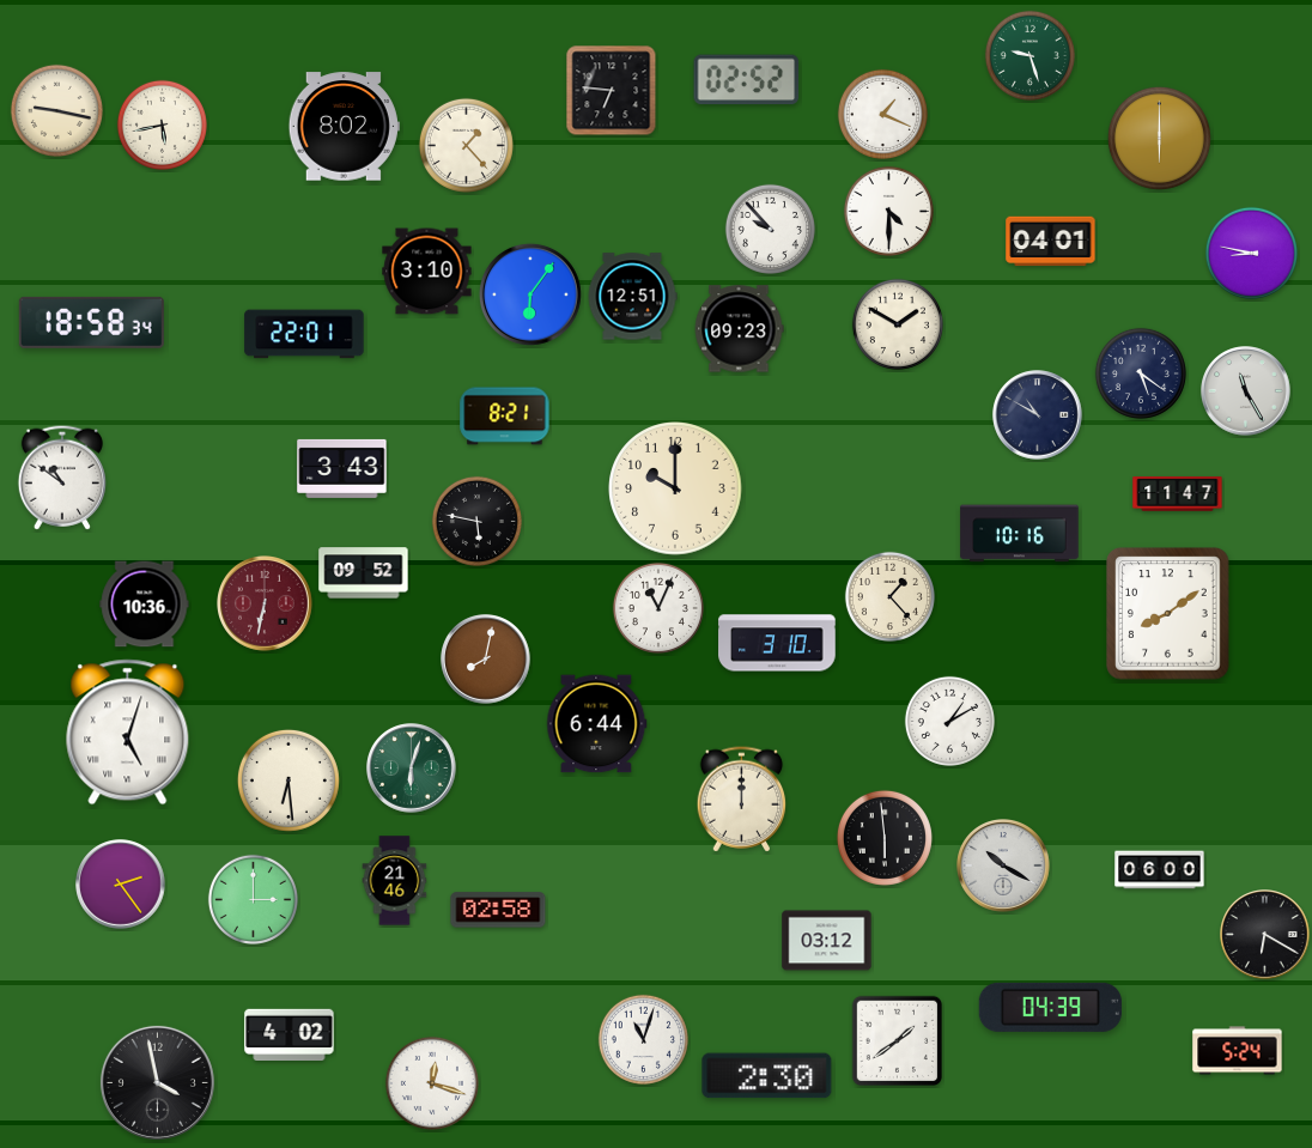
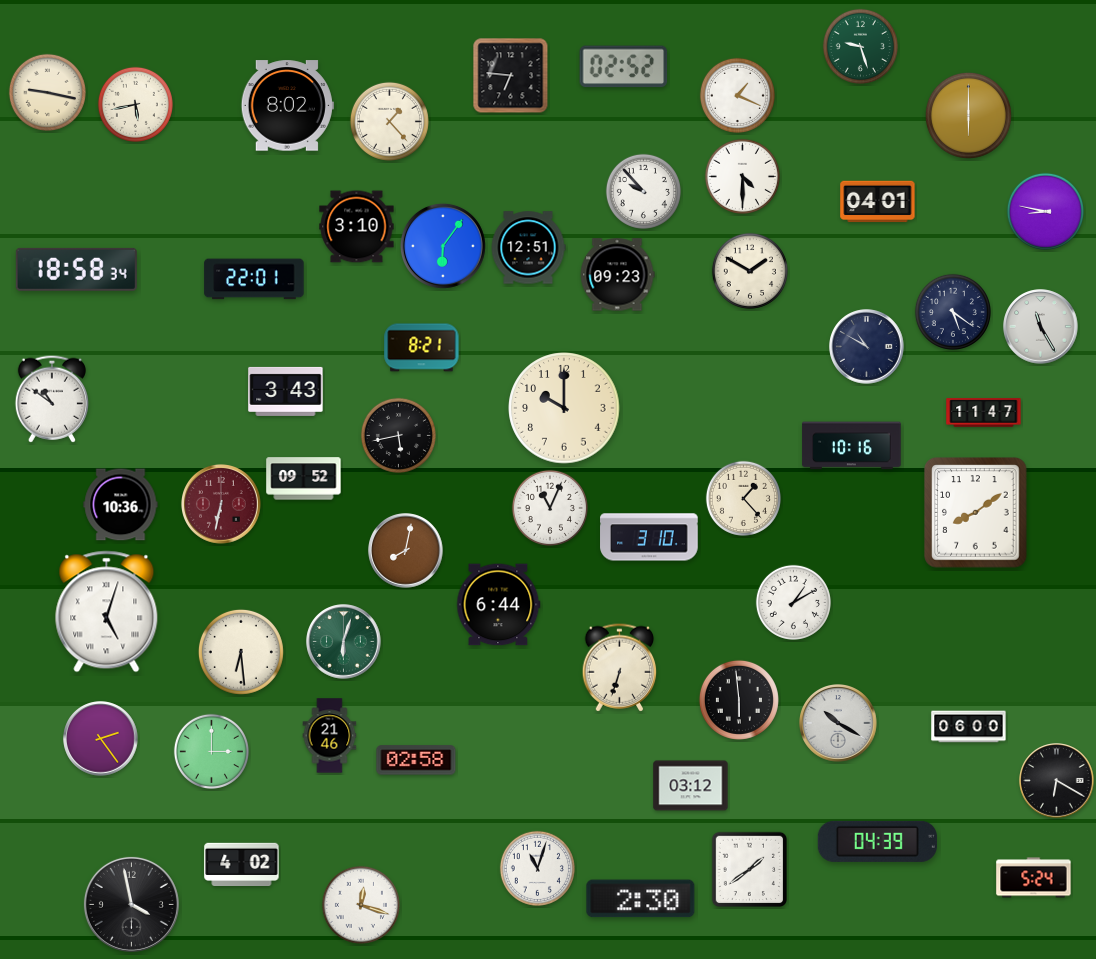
clock at (476, 521): 5:47 -> 5:43
clock at (742, 800): 12:00 -> 6:33
